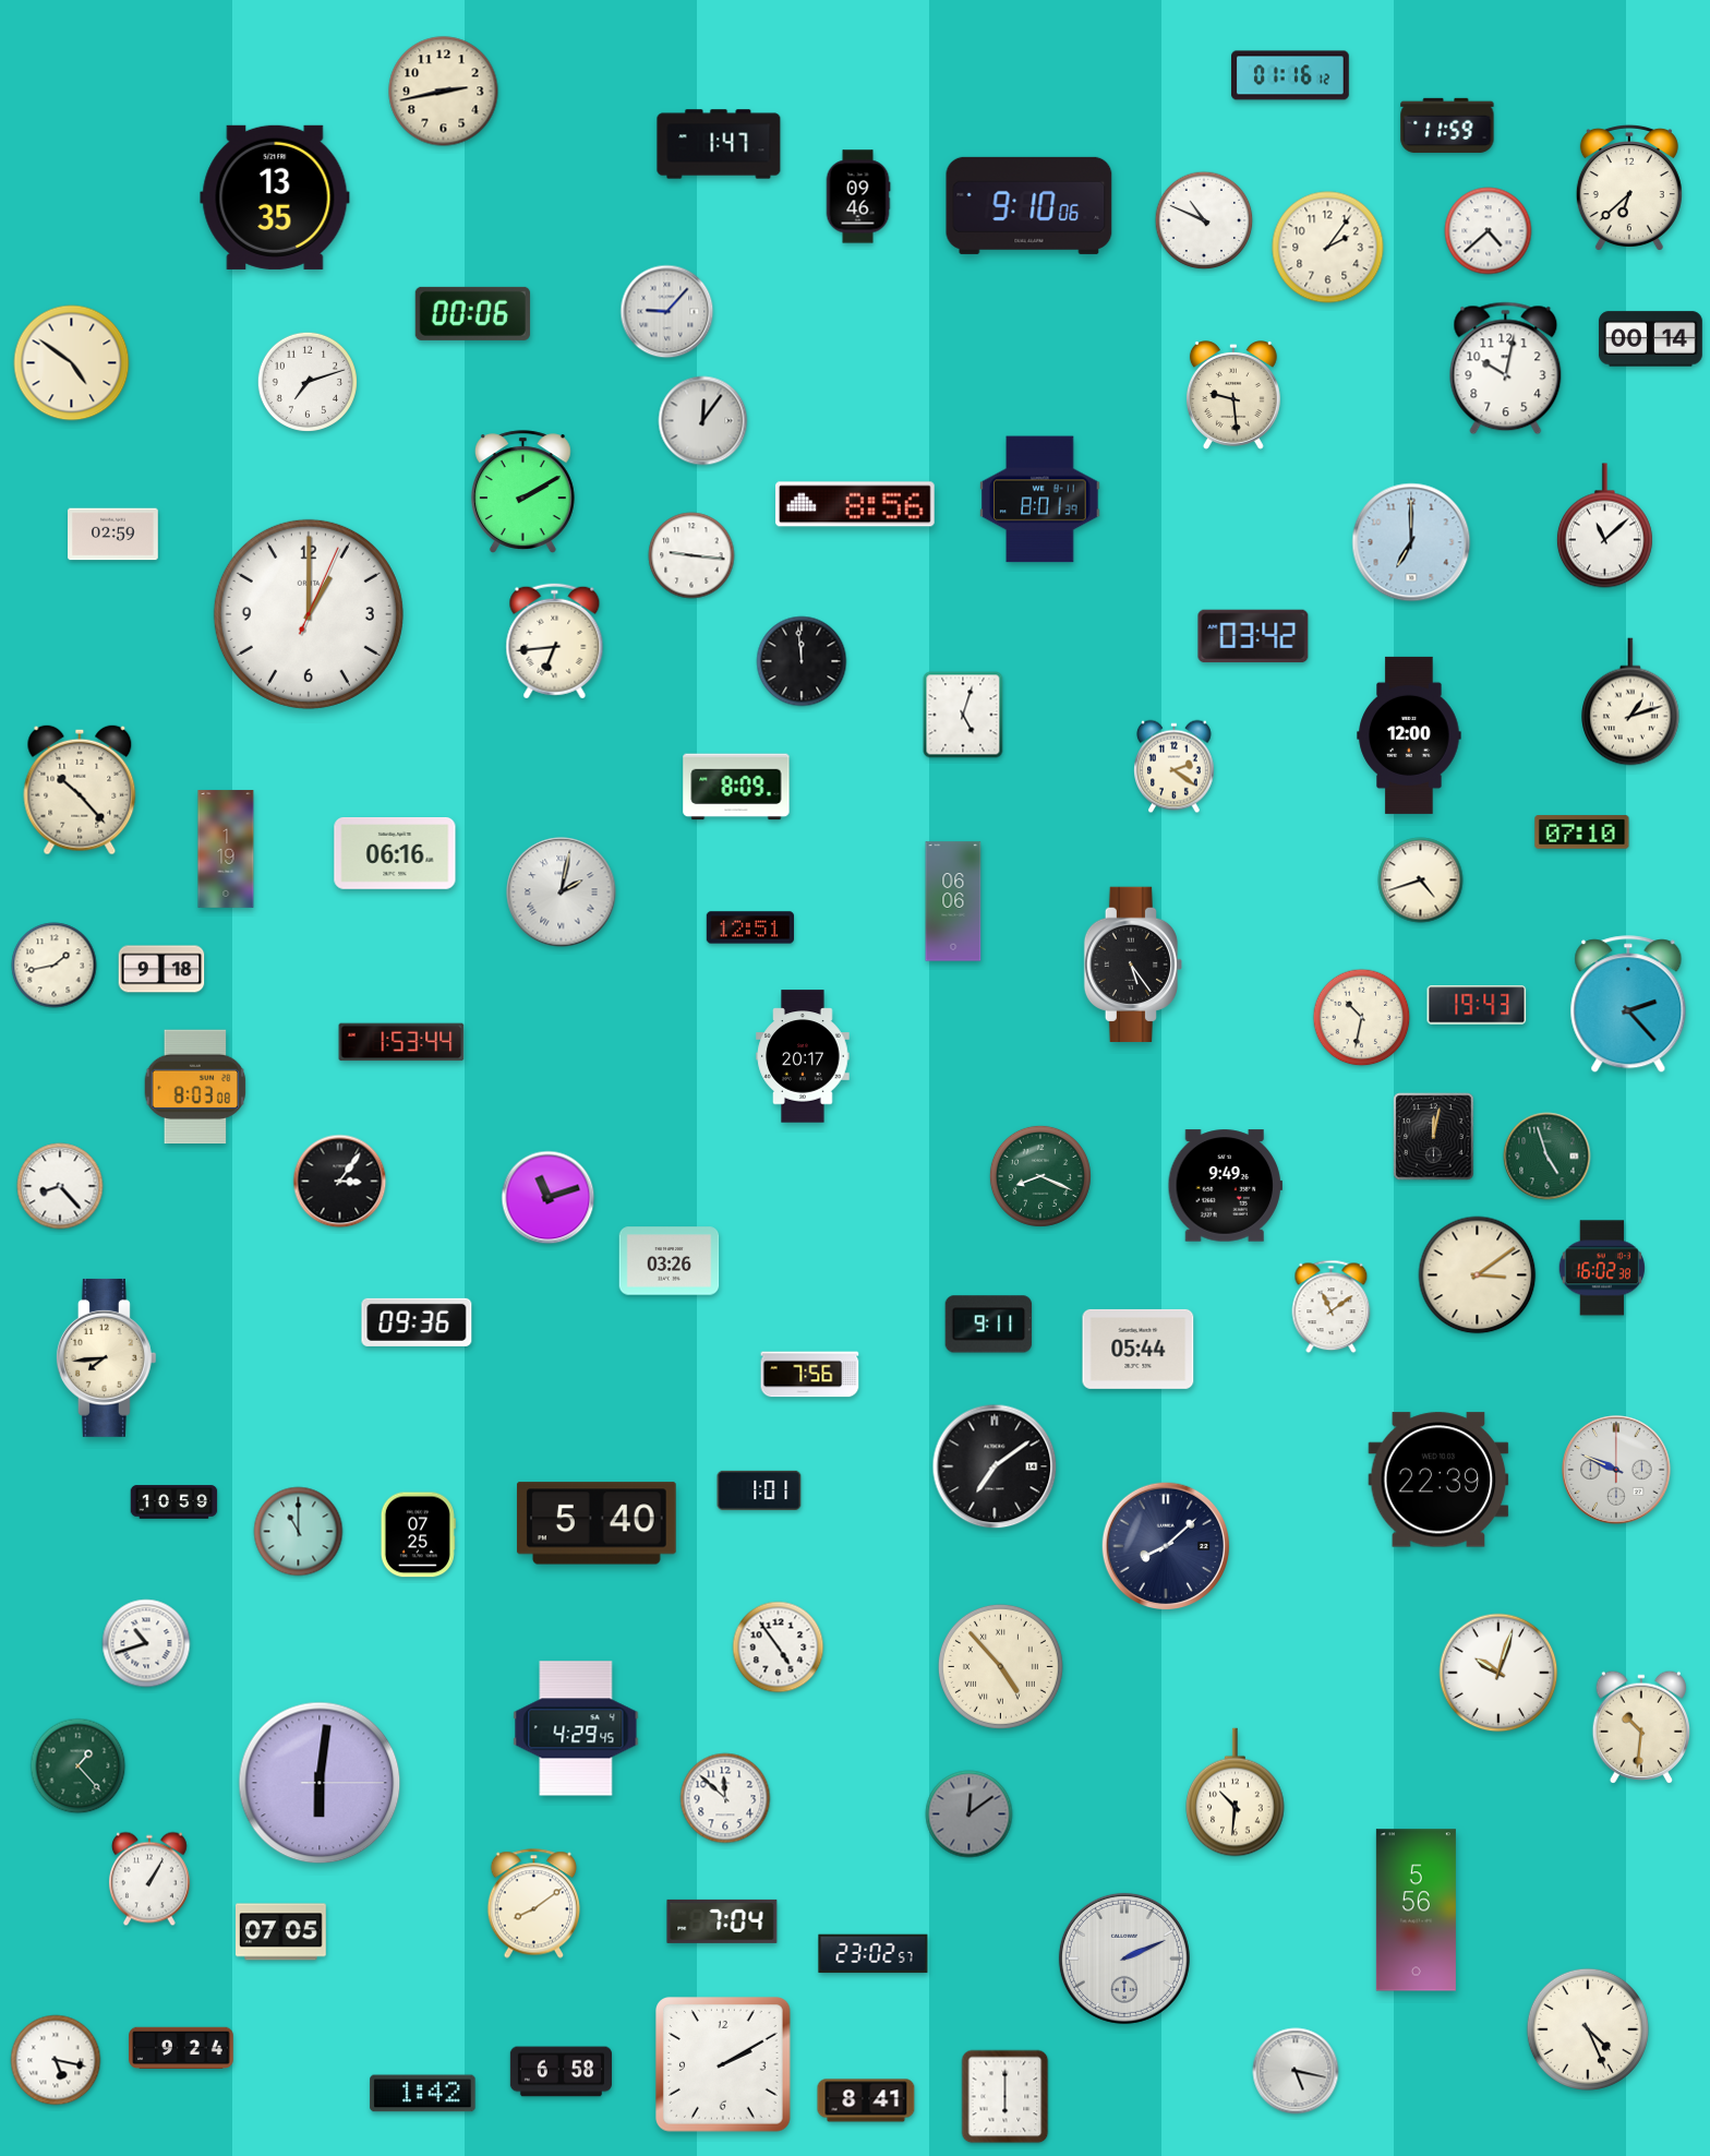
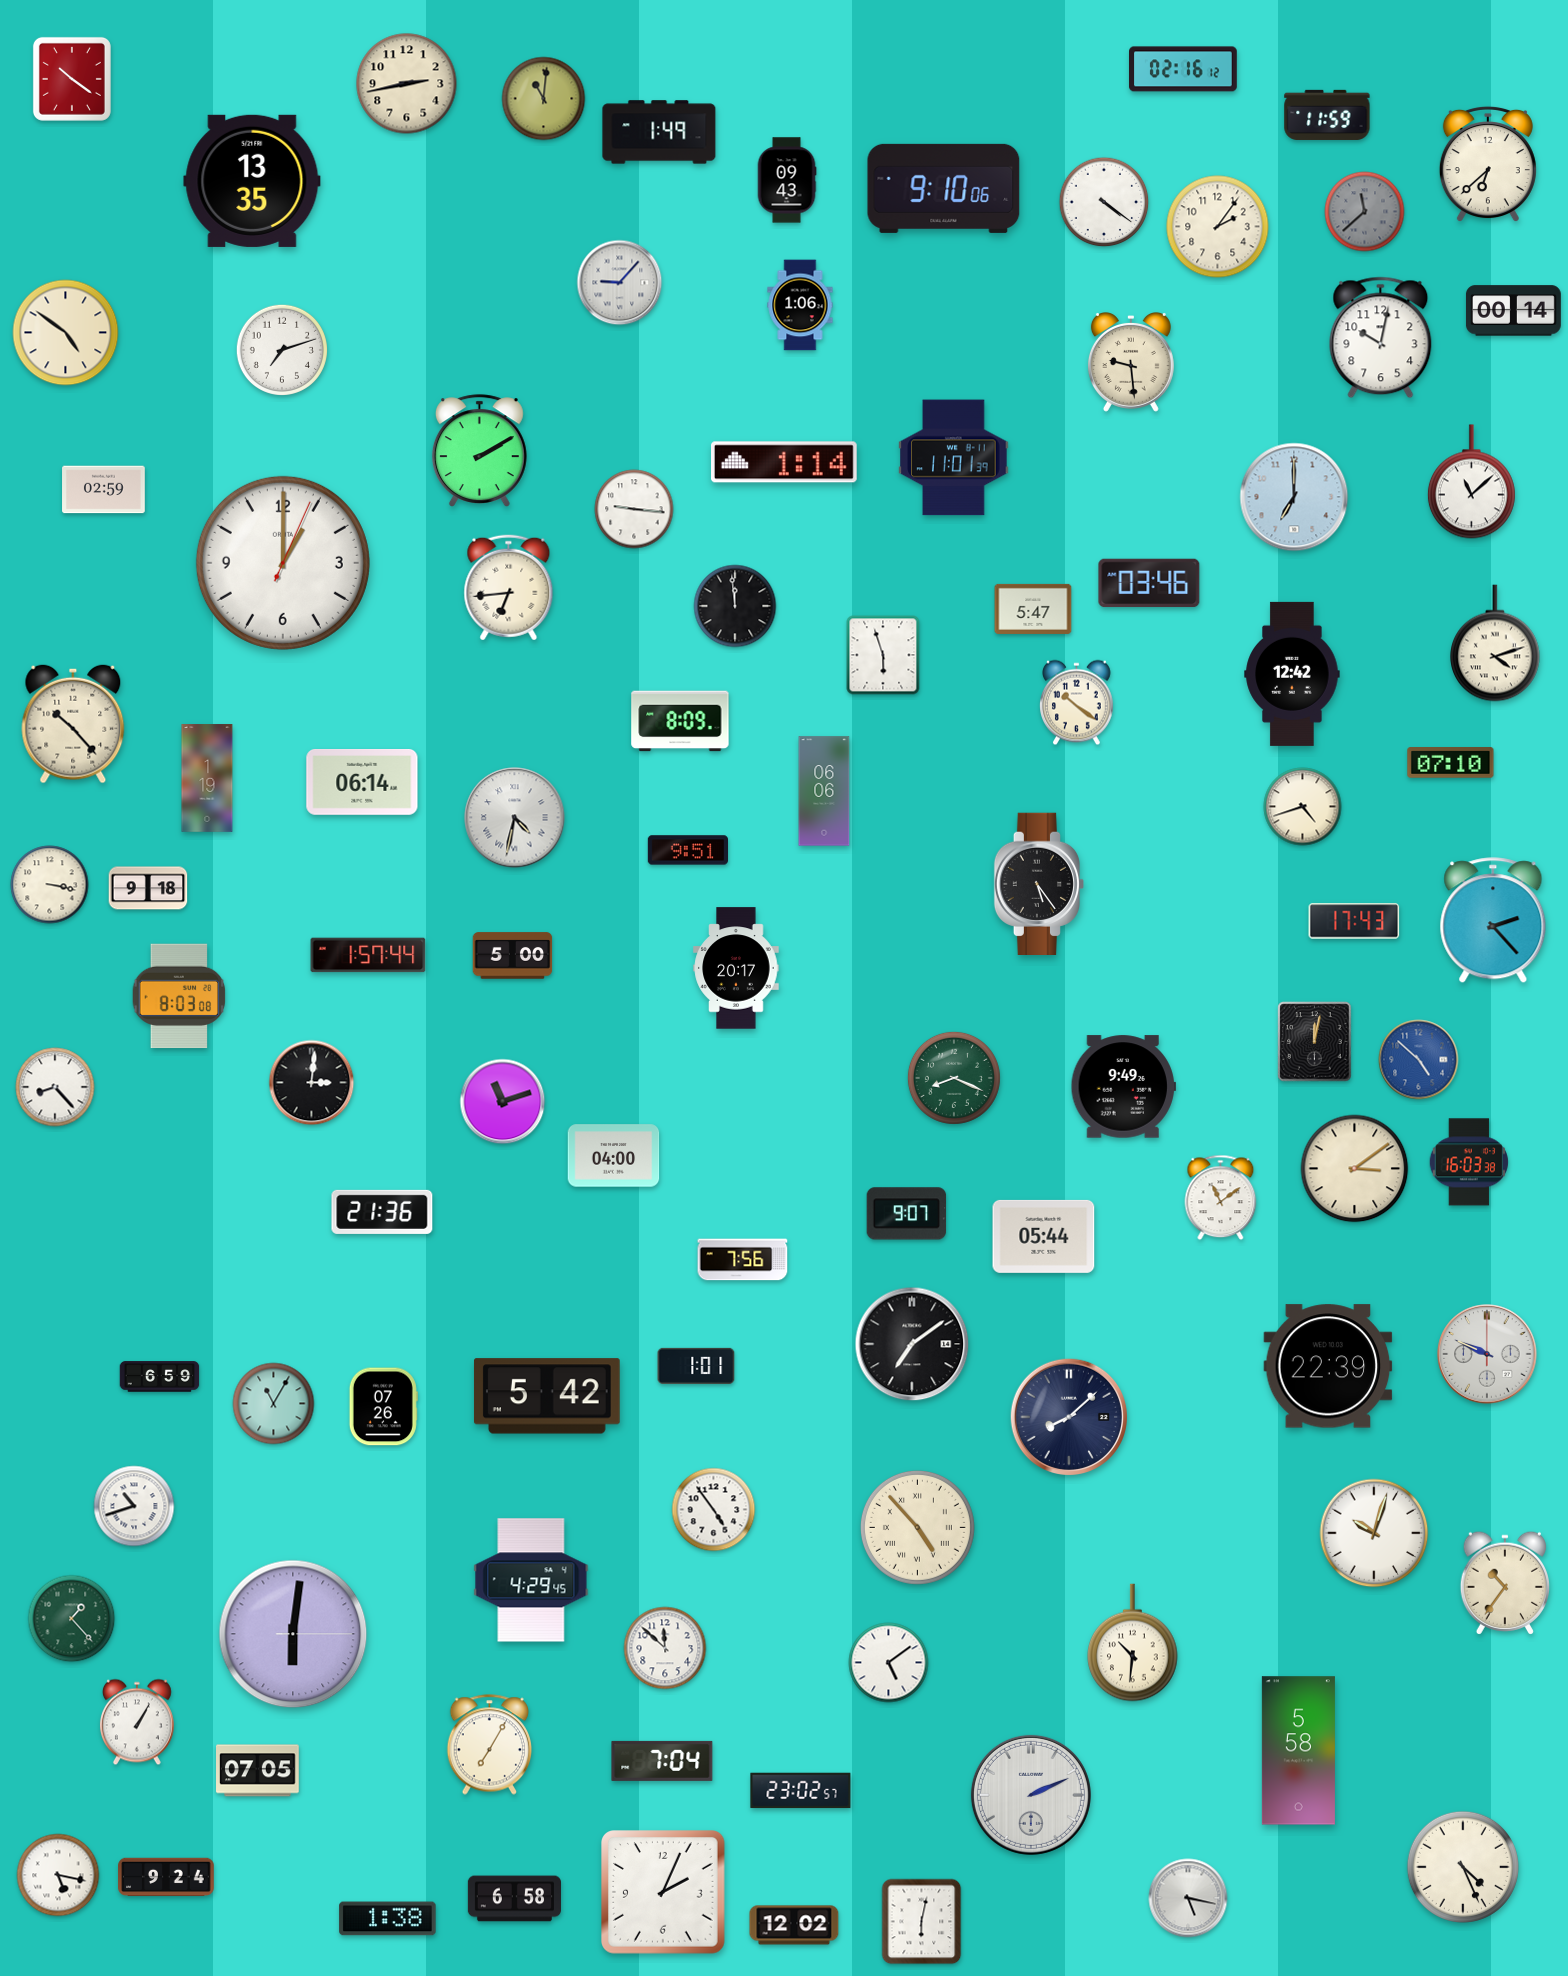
clock at (1291, 75): 01:16 -> 02:16
clock at (72, 79): none -> 10:21
clock at (544, 99): none -> 11:01
clock at (719, 144): 1:47 -> 1:49
clock at (1629, 188) position: (1629, 188) -> (1488, 164)
clock at (858, 196): 09:46 -> 09:43
clock at (1204, 220): 10:49 -> 4:21
clock at (1489, 231): 4:38 -> 11:38
clock at (1489, 231) dial: white -> grey
clock at (667, 312) position: (667, 312) -> (620, 283)
clock at (472, 313): 00:06 -> none
clock at (800, 305): none -> 1:06
clock at (703, 421): 12:06 -> none
clock at (1040, 500): 8:01 -> 11:01
clock at (856, 504): 8:56 -> 1:14
clock at (1253, 636): 03:42 -> 03:46
clock at (1033, 609): none -> 5:47
clock at (1631, 702): 1:12 -> 4:12
clock at (963, 715): 5:03 -> 5:57
clock at (1409, 735): 12:00 -> 12:42
clock at (1175, 767): 2:21 -> 10:21
clock at (736, 787) position: (736, 787) -> (680, 721)
clock at (395, 854): 06:16 -> 06:14
clock at (562, 893): 2:02 -> 4:32
clock at (953, 901) position: (953, 901) -> (824, 791)
clock at (749, 927): 12:51 -> 9:51
clock at (55, 966): 1:43 -> 3:17
clock at (1477, 1005): 19:43 -> 17:43
clock at (1362, 1018): 10:32 -> none
clock at (401, 1042): 1:53 -> 1:57
clock at (513, 956): none -> 5:00
clock at (1548, 1157): 4:57 -> 4:52
clock at (1548, 1157) dial: green -> blue
clock at (340, 1182): 3:06 -> 3:01
clock at (549, 1198) position: (549, 1198) -> (503, 1102)
clock at (670, 1261): 03:26 -> 04:00
clock at (1602, 1268): 16:02 -> 16:03
clock at (417, 1322): 09:36 -> 21:36
clock at (989, 1325): 9:11 -> 9:07
clock at (106, 1357): 7:44 -> none
clock at (1616, 1470) position: (1616, 1470) -> (1487, 1354)
clock at (1438, 1480) position: (1438, 1480) -> (1328, 1366)
clock at (174, 1502): 10:59 -> 6:59
clock at (597, 1523): 5:40 -> 5:42
clock at (299, 1532): 11:00 -> 11:05
clock at (418, 1535): 07:25 -> 07:26
clock at (1640, 1727): 10:31 -> 10:36
clock at (576, 1728) position: (576, 1728) -> (531, 1580)
clock at (970, 1814): 12:09 -> 5:09
clock at (970, 1814) dial: grey -> white
clock at (533, 1904): 8:09 -> 7:05
clock at (1416, 1911): 5:56 -> 5:58
clock at (1588, 2029) position: (1588, 2029) -> (1463, 1867)
clock at (56, 2060) position: (56, 2060) -> (58, 1875)
clock at (724, 2065): 2:10 -> 2:04
clock at (423, 2094): 1:42 -> 1:38
clock at (1005, 2097): 6:00 -> 6:02
clock at (866, 2100): 8:41 -> 12:02
